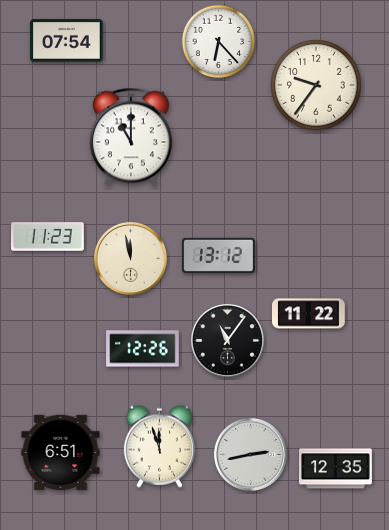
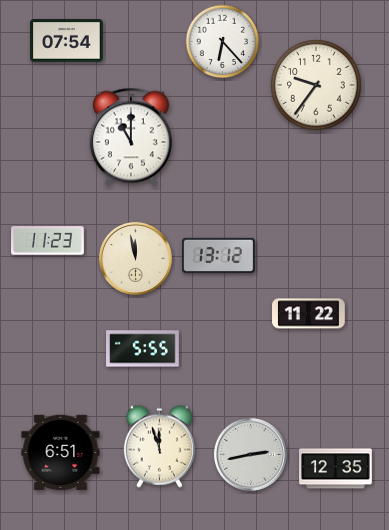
clock at (219, 42) position: (219, 42) -> (223, 42)
clock at (48, 237) position: (48, 237) -> (48, 241)
clock at (130, 258) position: (130, 258) -> (135, 258)
clock at (227, 340): 11:06 -> none
clock at (143, 349): 12:26 -> 5:55
